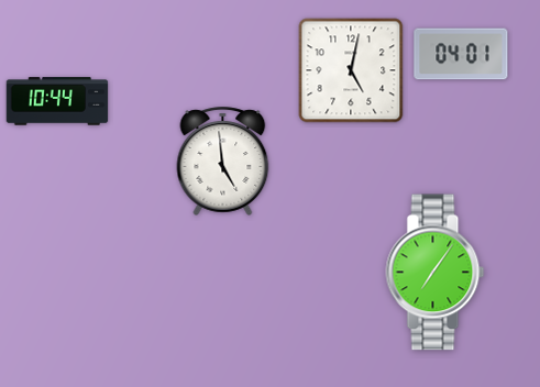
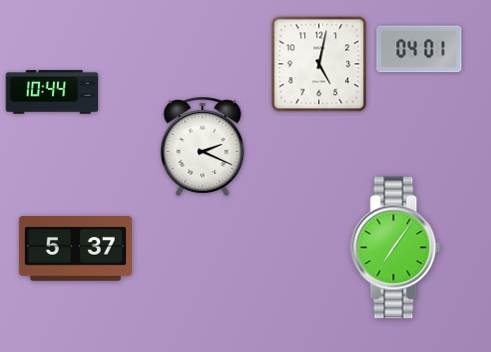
clock at (223, 161): 4:59 -> 2:19
clock at (75, 249): none -> 5:37
